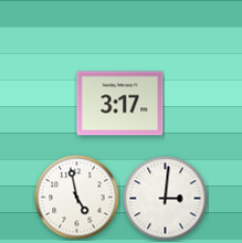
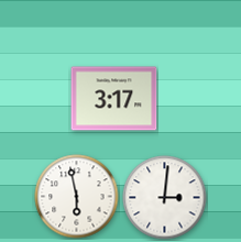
clock at (120, 104) position: (120, 104) -> (114, 99)
clock at (77, 198): 4:58 -> 5:58
